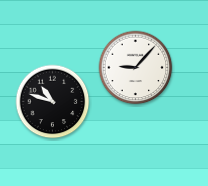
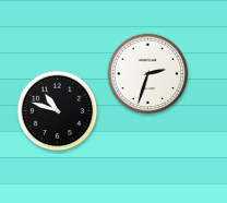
clock at (136, 68): 9:07 -> 2:33
